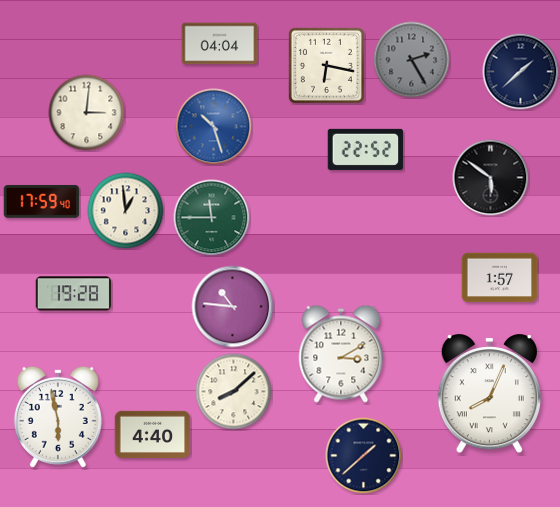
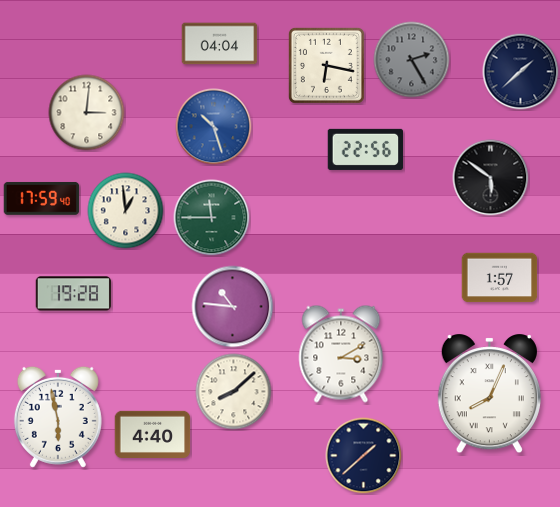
clock at (366, 149): 22:52 -> 22:56
clock at (42, 201) position: (42, 201) -> (42, 198)
